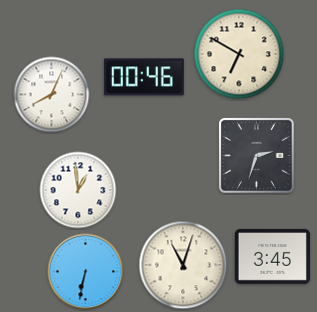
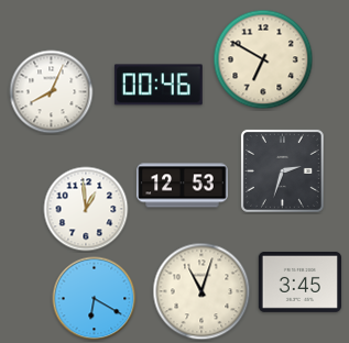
clock at (52, 95) position: (52, 95) -> (52, 92)
clock at (183, 186): none -> 12:53
clock at (86, 272): 6:32 -> 6:20
